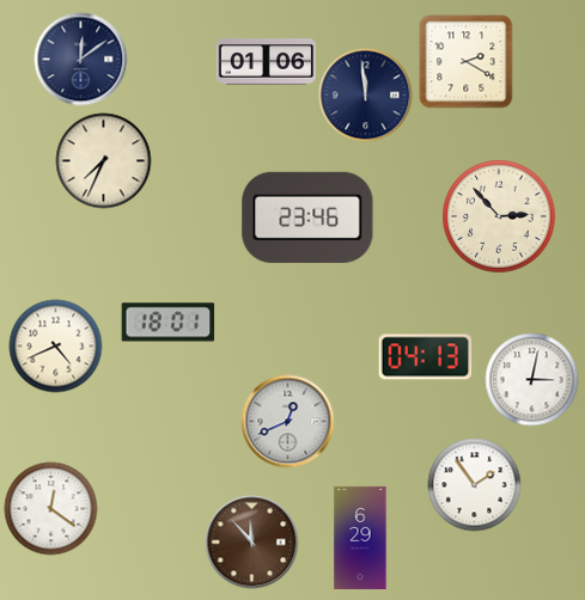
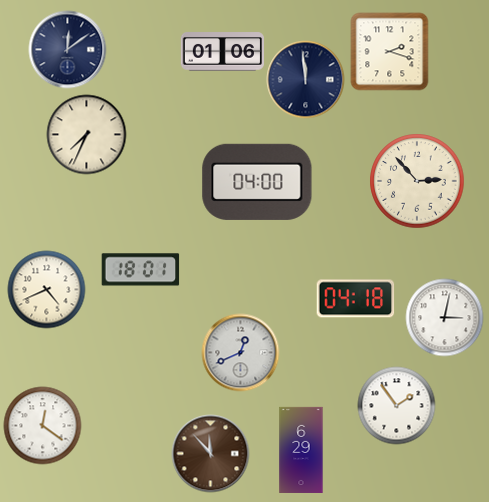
clock at (465, 61): 2:20 -> 2:18
clock at (307, 218): 23:46 -> 04:00
clock at (425, 357): 04:13 -> 04:18
